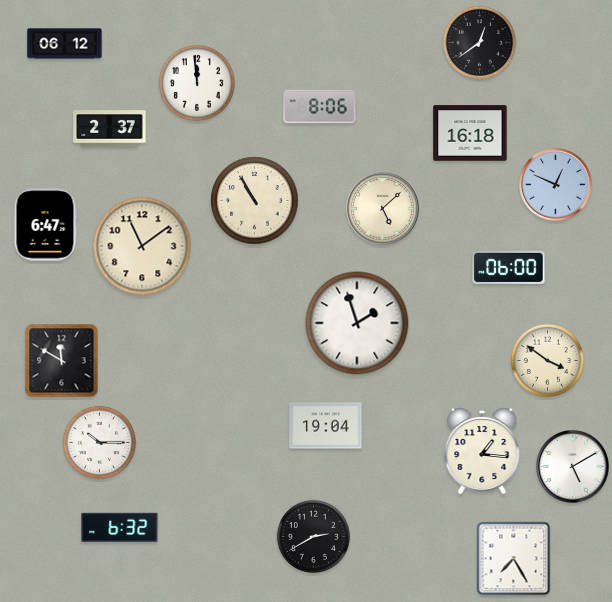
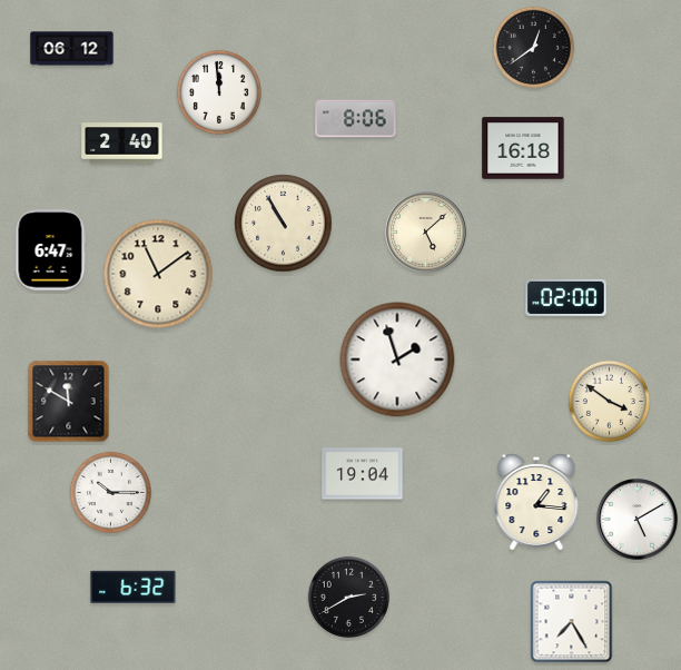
clock at (110, 129): 2:37 -> 2:40
clock at (556, 185): 12:49 -> none
clock at (509, 267): 06:00 -> 02:00
